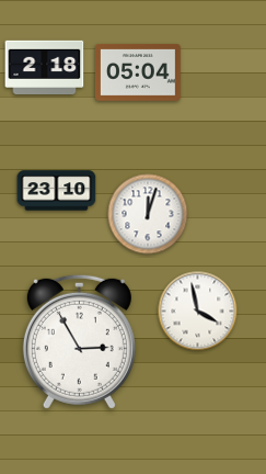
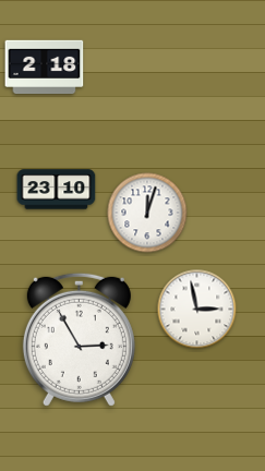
clock at (138, 74): 05:04 -> none
clock at (198, 312): 3:58 -> 2:58
